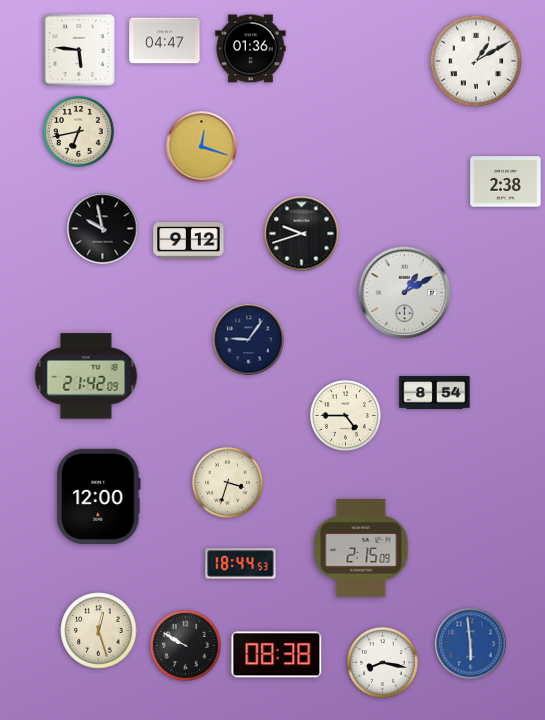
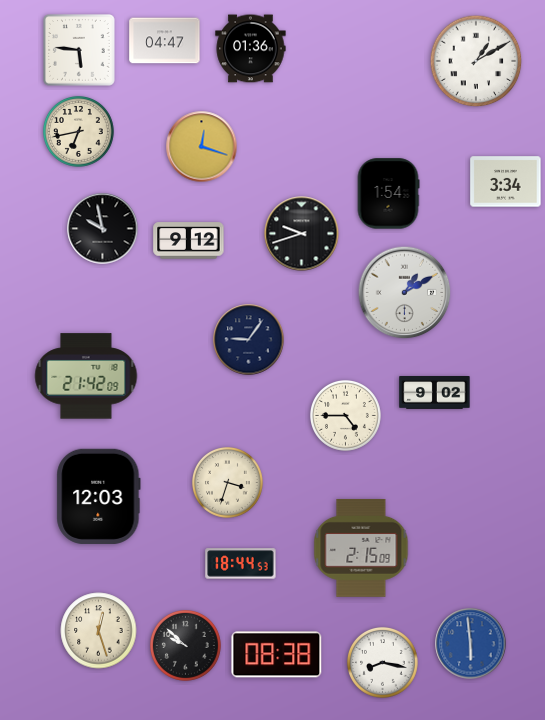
clock at (506, 182): 2:38 -> 3:34
clock at (388, 194): none -> 1:54
clock at (435, 393): 8:54 -> 9:02
clock at (99, 496): 12:00 -> 12:03
clock at (185, 645): 9:50 -> 9:52
